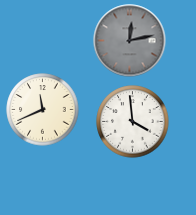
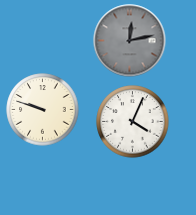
clock at (43, 110): 11:41 -> 9:48
clock at (133, 122): 3:59 -> 4:04
